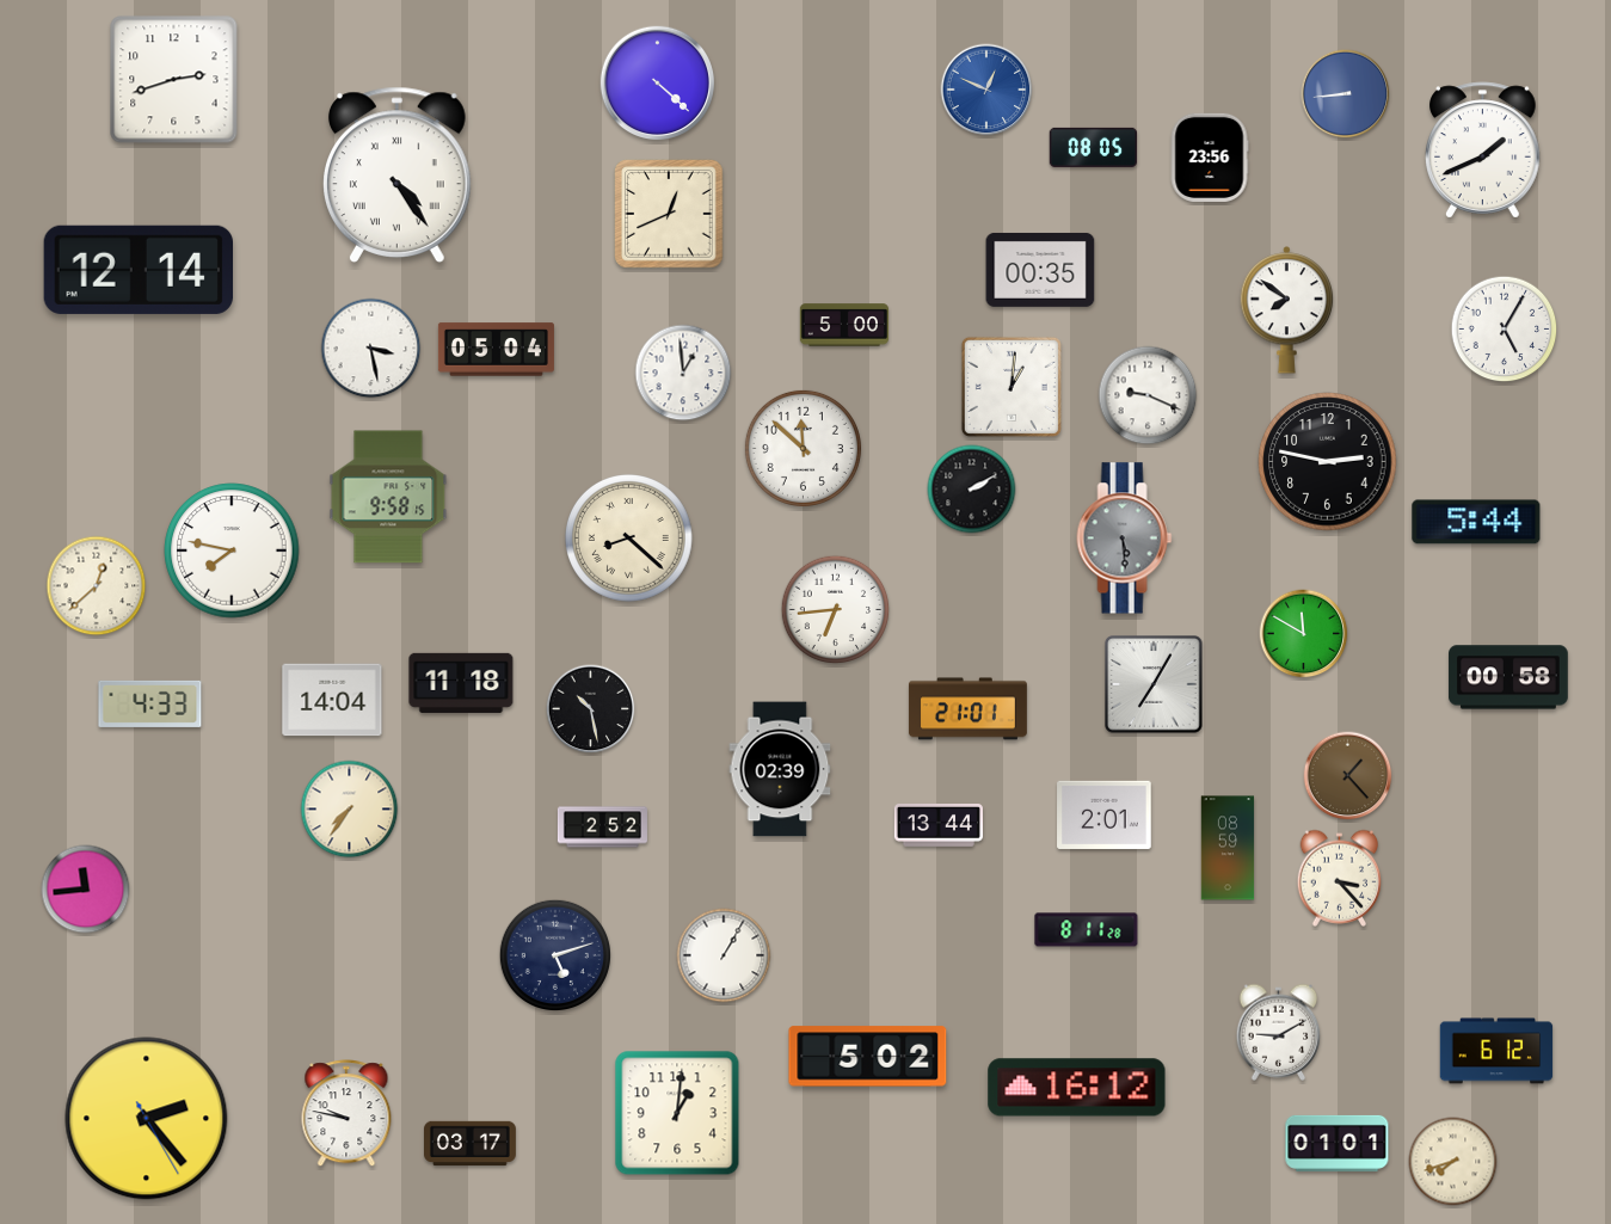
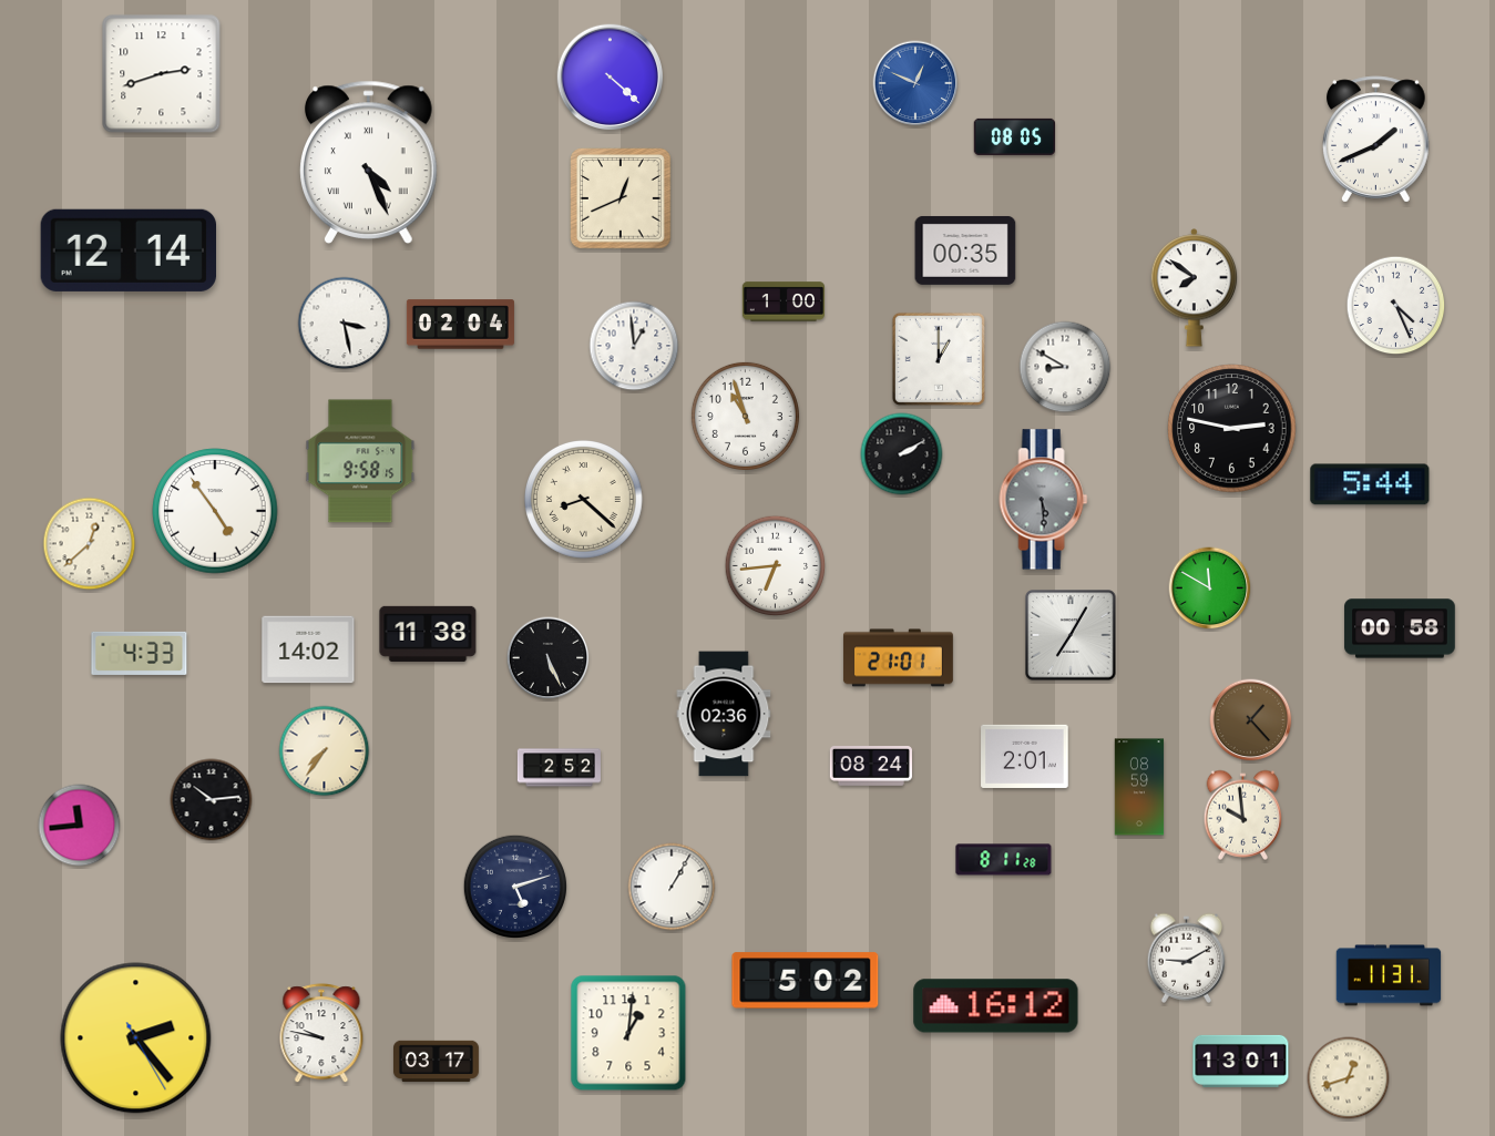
clock at (1346, 94): 8:44 -> none
clock at (1210, 158): 23:56 -> none
clock at (396, 174): 4:24 -> 4:26
clock at (843, 325): 5:00 -> 1:00
clock at (1505, 330): 5:05 -> 4:26
clock at (496, 350): 05:04 -> 02:04
clock at (1012, 387): 1:01 -> 1:00
clock at (1148, 395): 9:19 -> 8:50
clock at (803, 448): 11:52 -> 10:57
clock at (232, 551): 7:47 -> 4:54
clock at (461, 683): 11:18 -> 11:38
clock at (332, 700): 14:04 -> 14:02
clock at (591, 709): 10:28 -> 5:26
clock at (780, 769): 02:39 -> 02:36
clock at (939, 826): 13:44 -> 08:24
clock at (212, 800): none -> 10:14
clock at (1340, 878): 3:23 -> 9:59
clock at (1087, 930) position: (1087, 930) -> (1004, 860)
clock at (1496, 1051): 6:12 -> 11:31
clock at (1077, 1088) position: (1077, 1088) -> (996, 1006)
clock at (1338, 1143): 01:01 -> 13:01
clock at (1453, 1162): 7:42 -> 12:42
